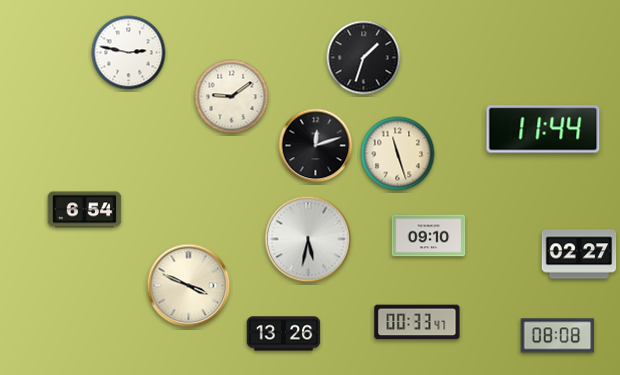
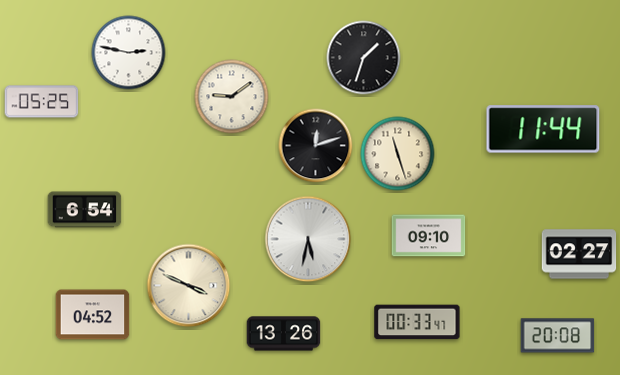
clock at (42, 102): none -> 05:25
clock at (93, 315): none -> 04:52
clock at (558, 336): 08:08 -> 20:08
